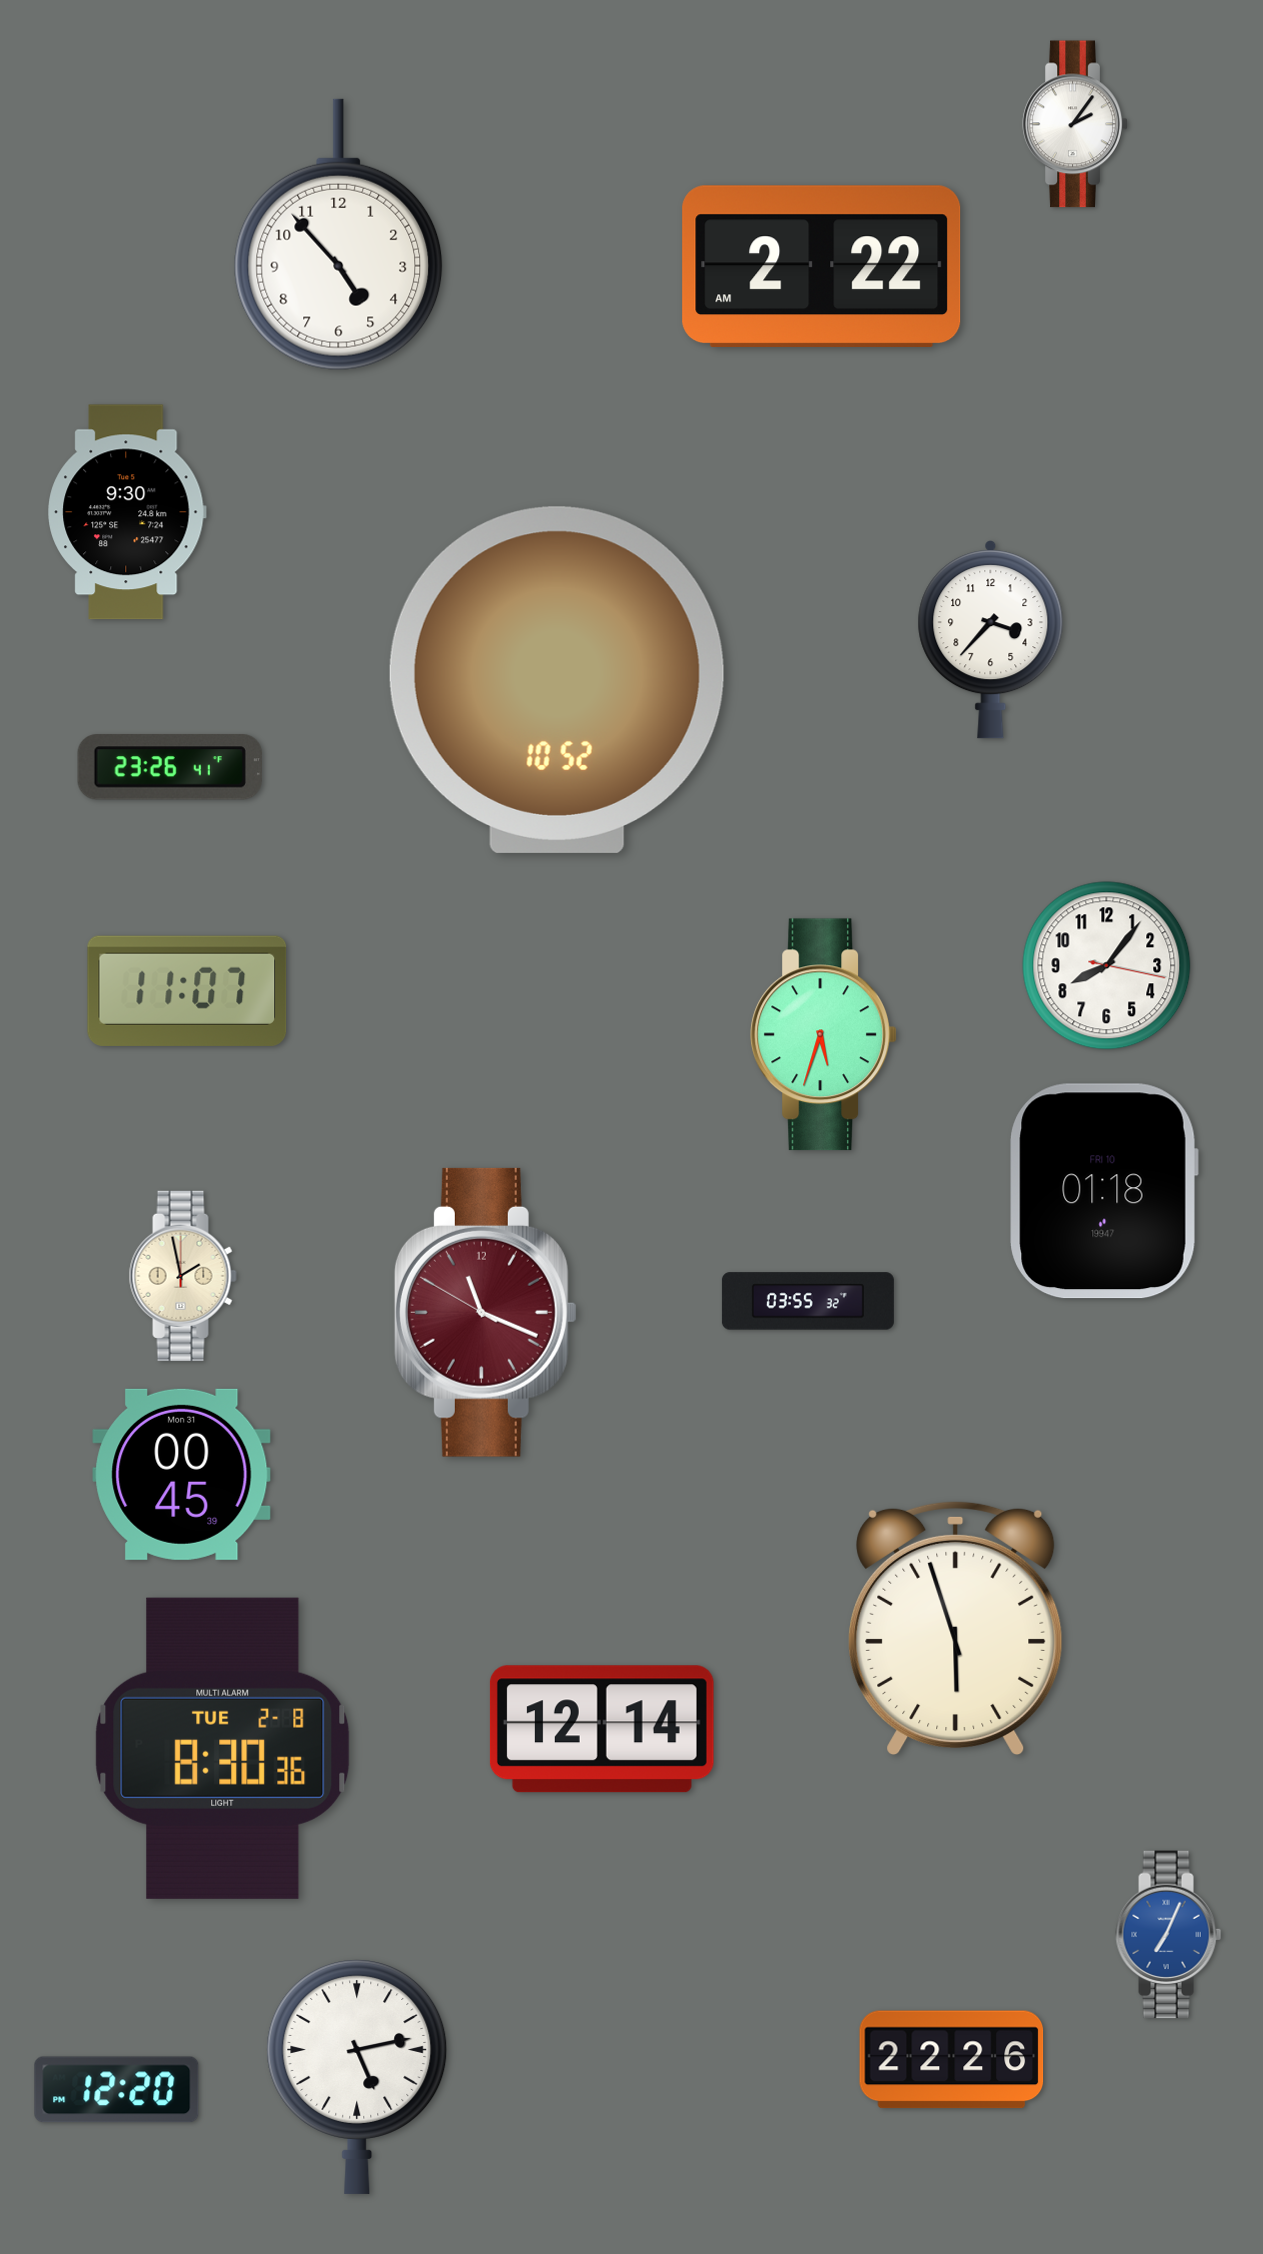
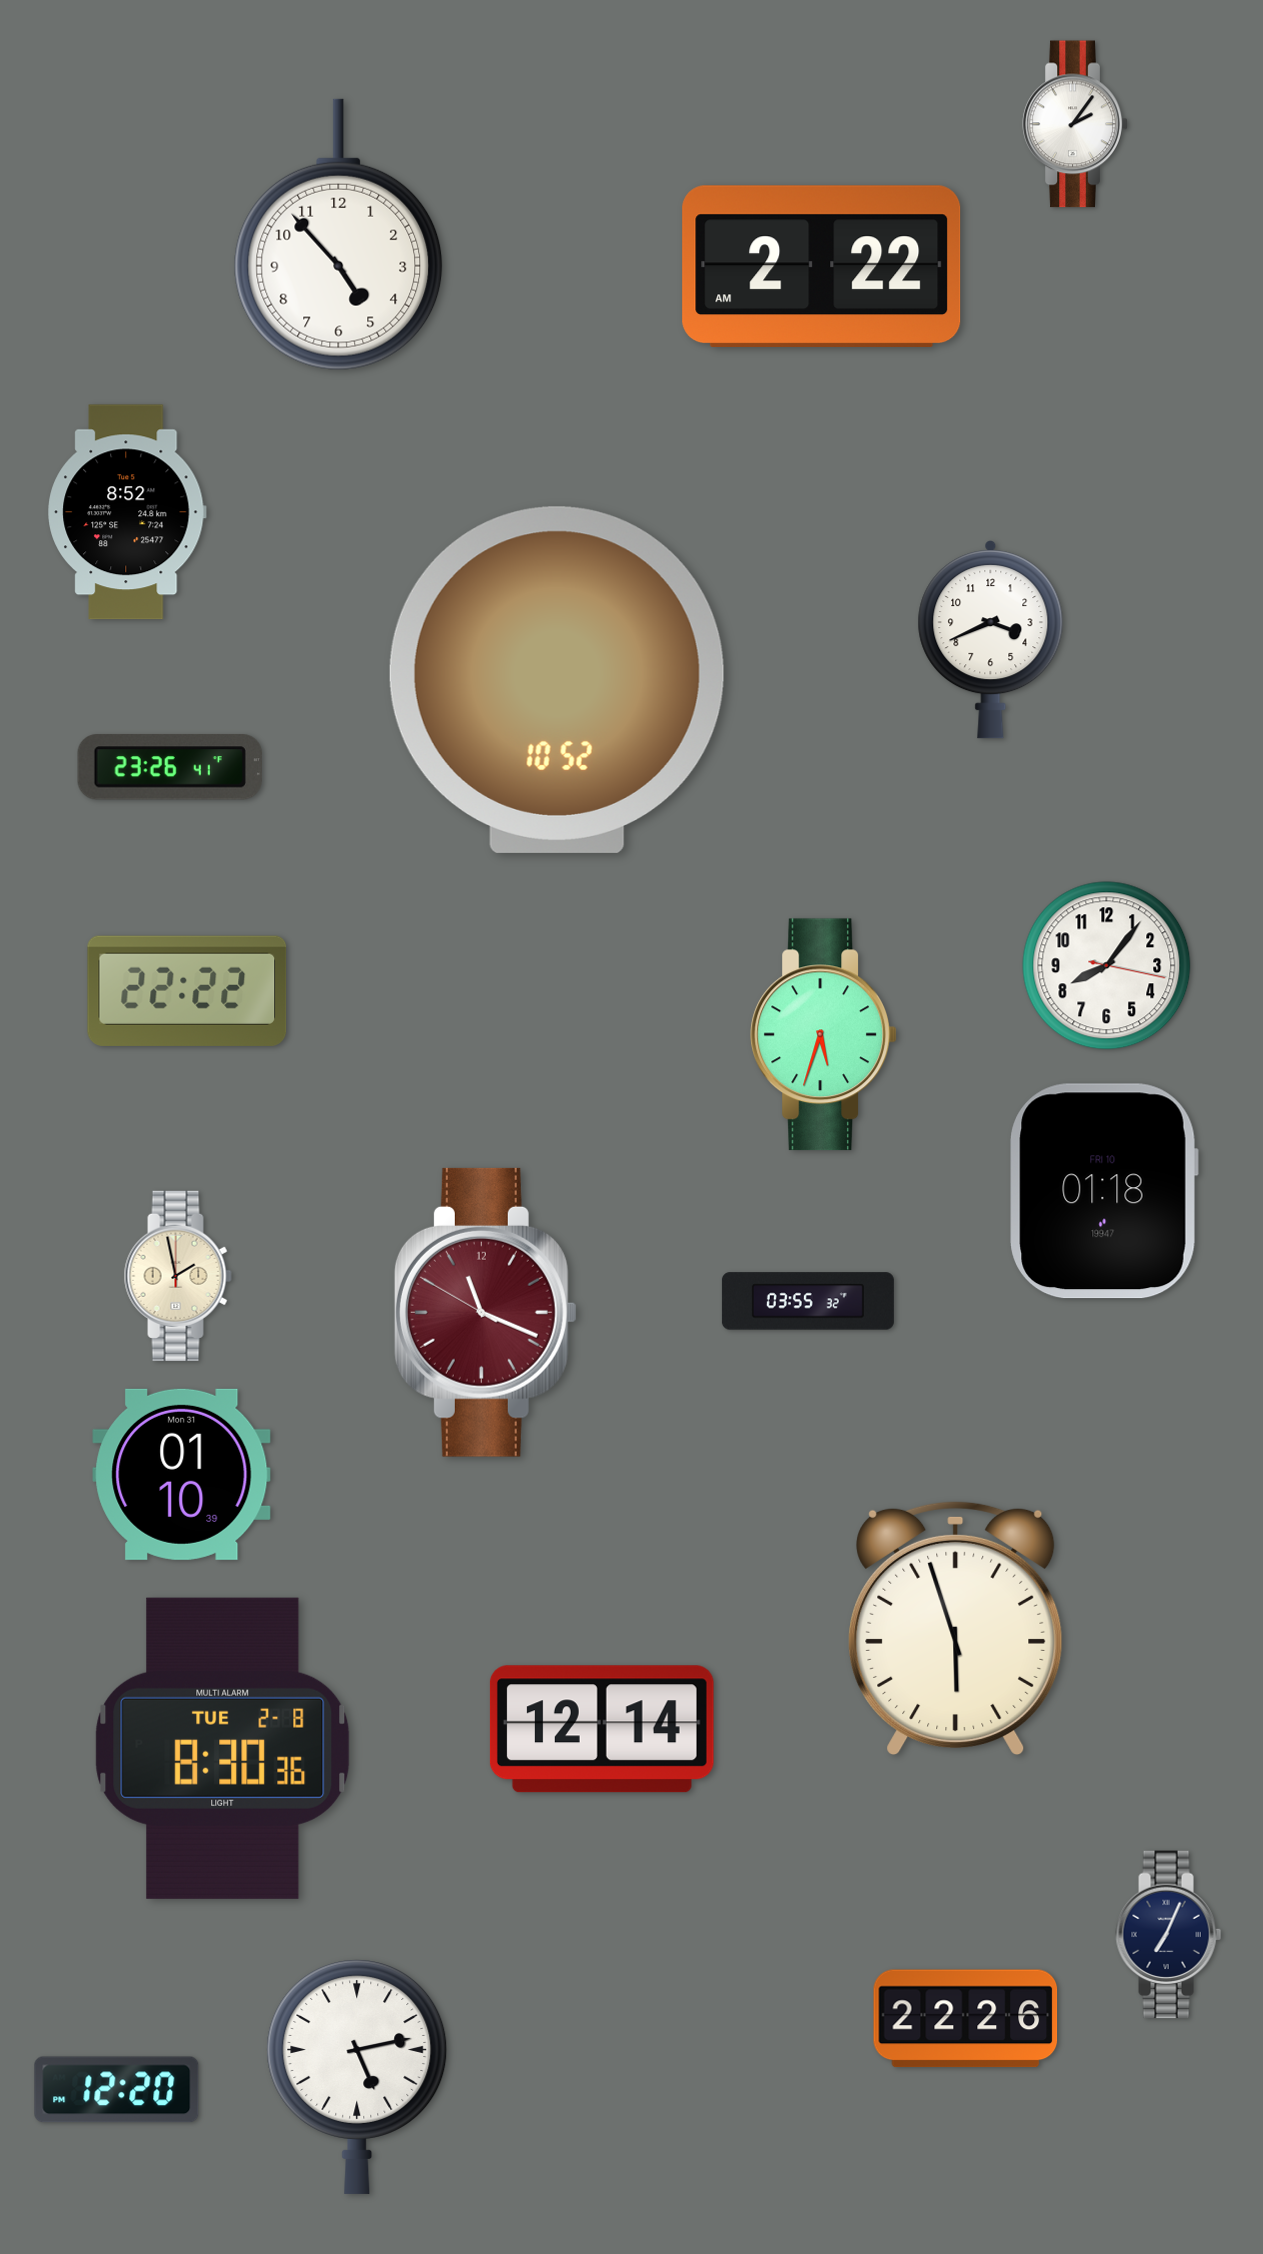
clock at (127, 512): 9:30 -> 8:52
clock at (991, 640): 3:37 -> 3:41
clock at (187, 991): 11:07 -> 22:22
clock at (183, 1276) position: (183, 1276) -> (178, 1276)
clock at (182, 1474): 00:45 -> 01:10
clock at (1169, 1935) dial: blue -> navy
clock at (952, 2060) position: (952, 2060) -> (966, 2019)
